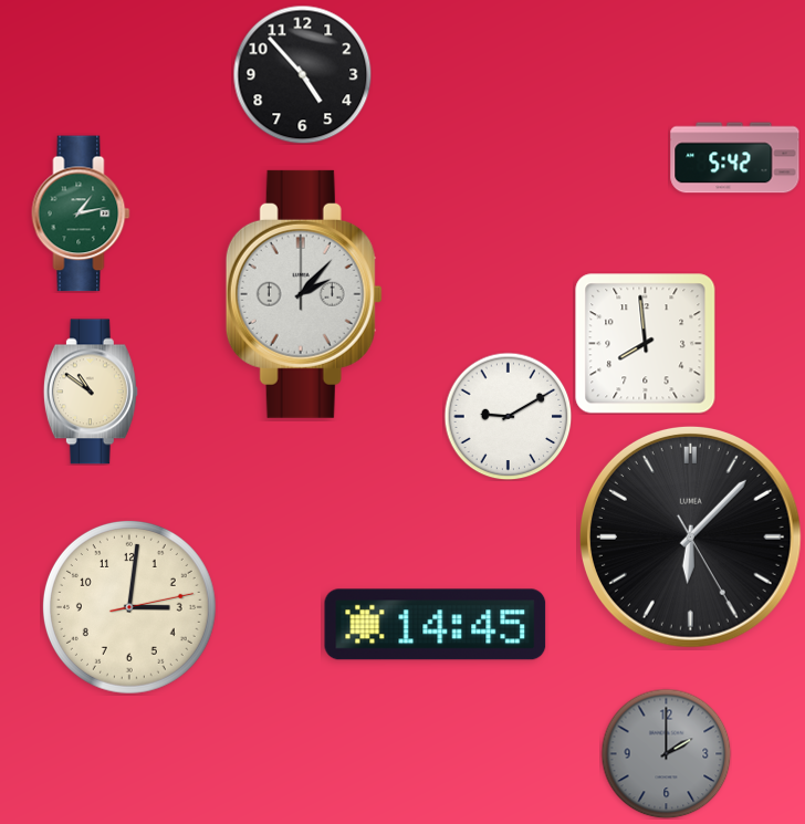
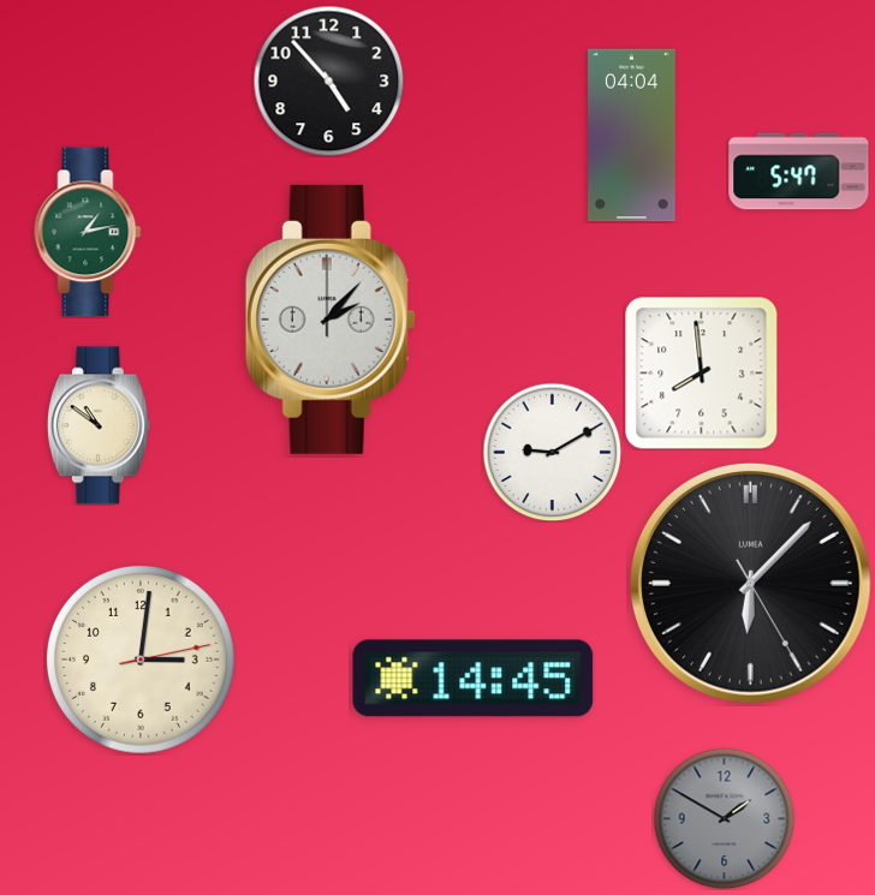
clock at (632, 136): none -> 04:04
clock at (735, 158): 5:42 -> 5:47
clock at (666, 753): 2:00 -> 1:50
